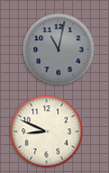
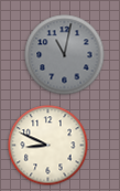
clock at (47, 132) position: (47, 132) -> (48, 146)
